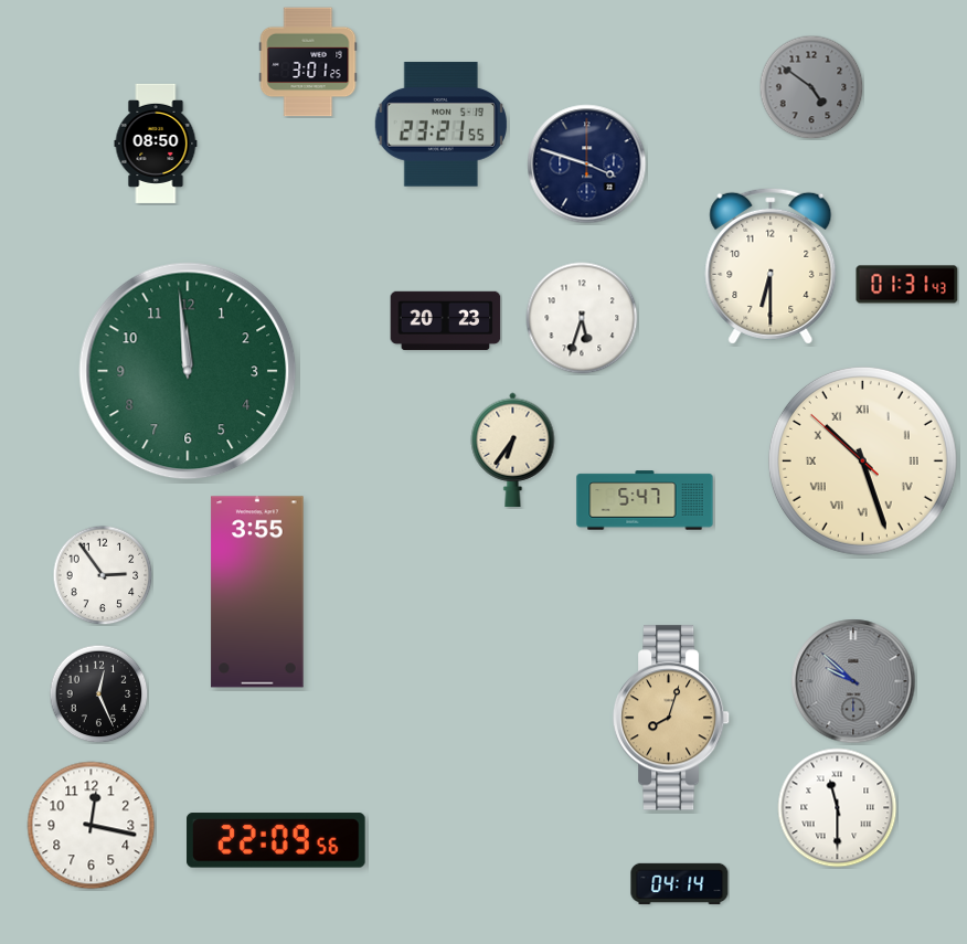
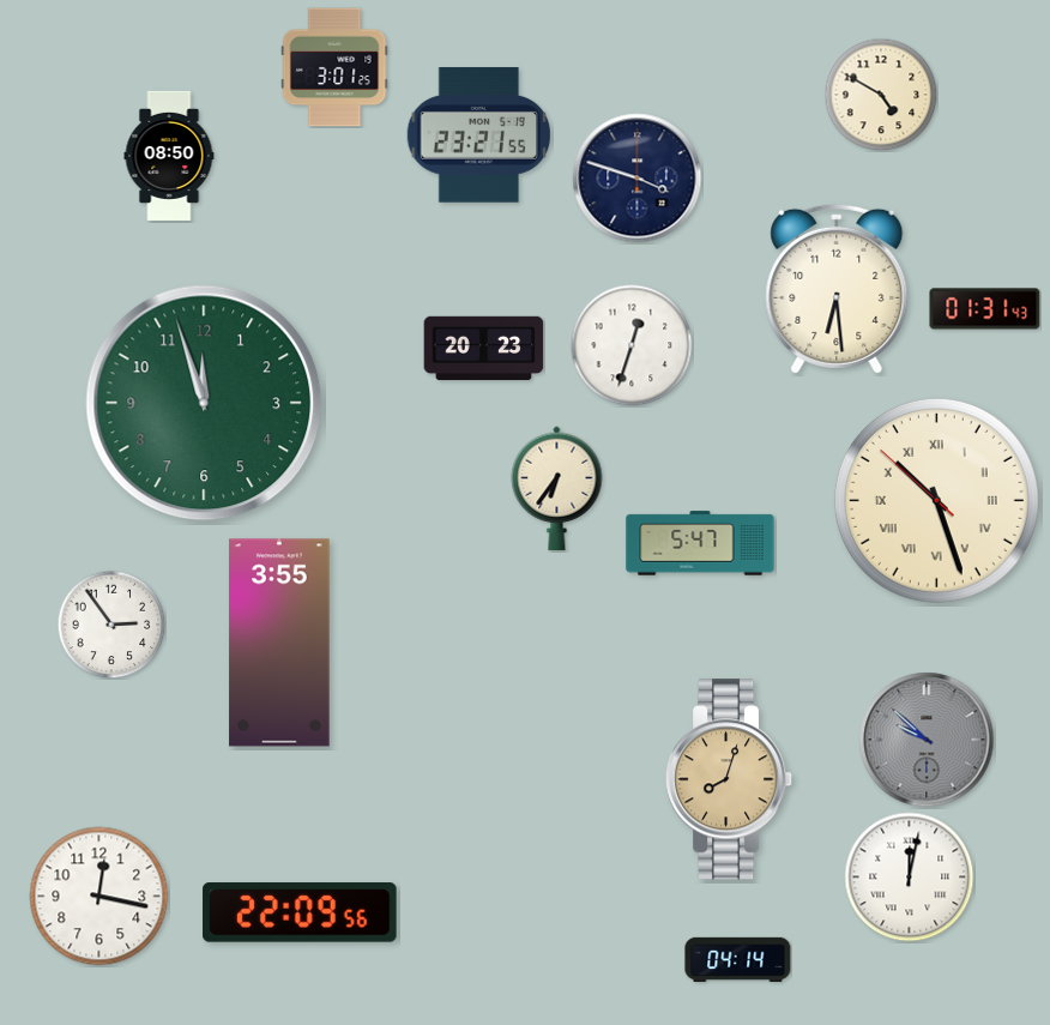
clock at (811, 87): 4:51 -> 4:50
clock at (811, 87) dial: grey -> cream
clock at (771, 266): 6:30 -> 6:29
clock at (582, 318): 5:33 -> 12:33
clock at (188, 371): 11:59 -> 11:57
clock at (98, 693): 12:26 -> none
clock at (838, 808): 11:30 -> 12:02
